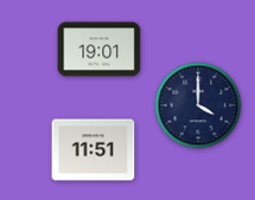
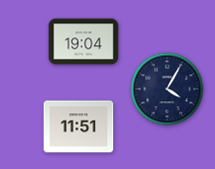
clock at (100, 50): 19:01 -> 19:04
clock at (198, 105): 4:00 -> 4:05
